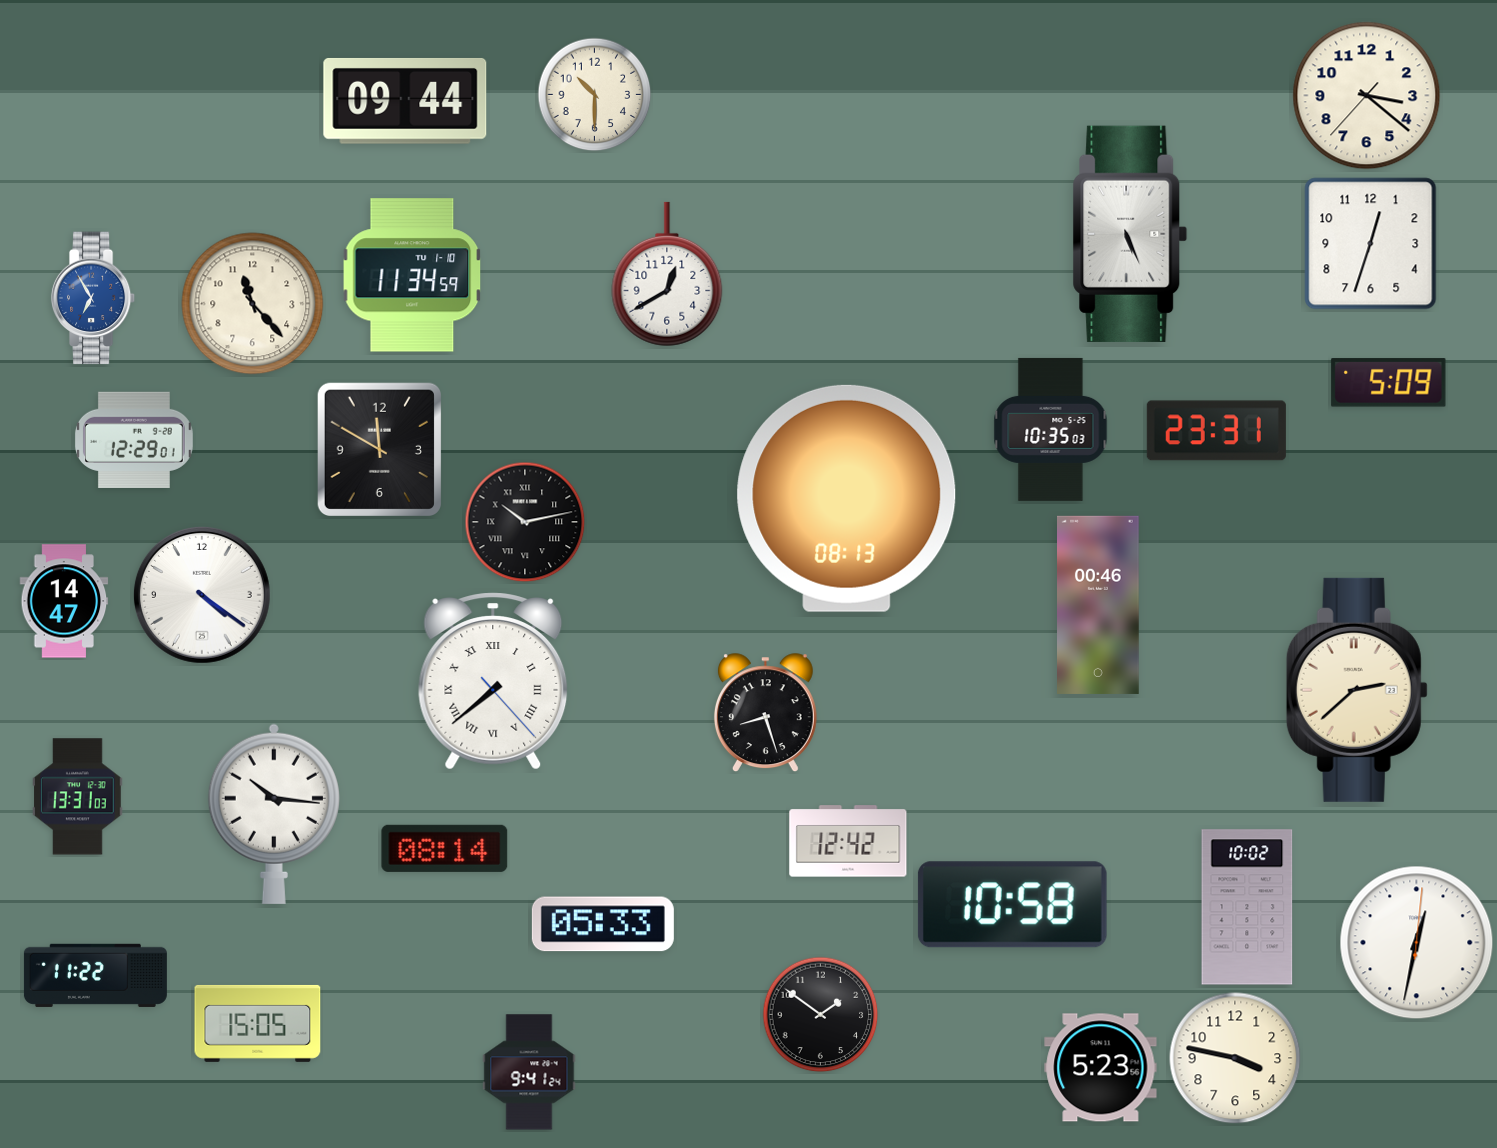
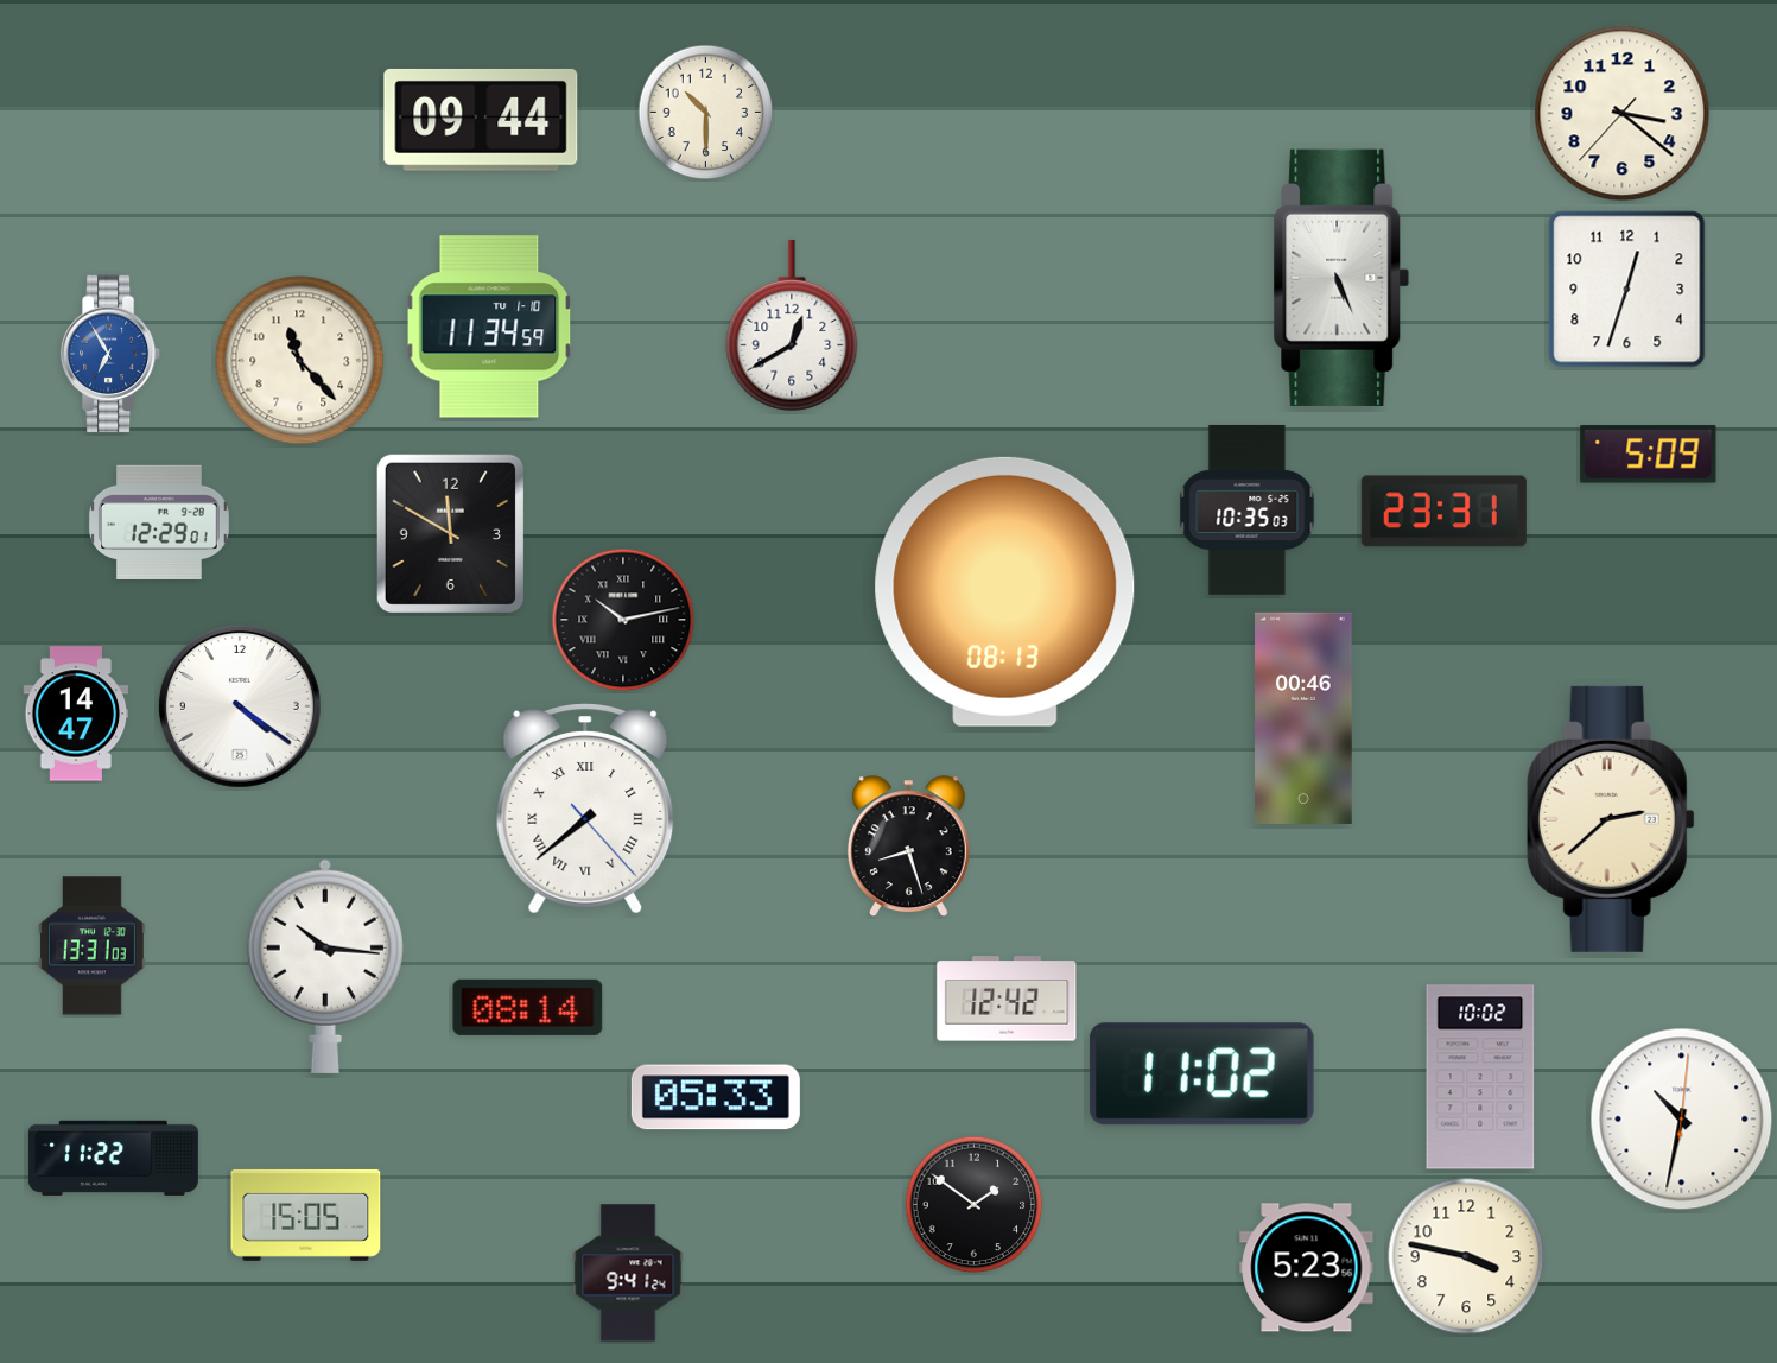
clock at (1012, 905): 10:58 -> 11:02
clock at (1417, 943): 12:32 -> 10:32
